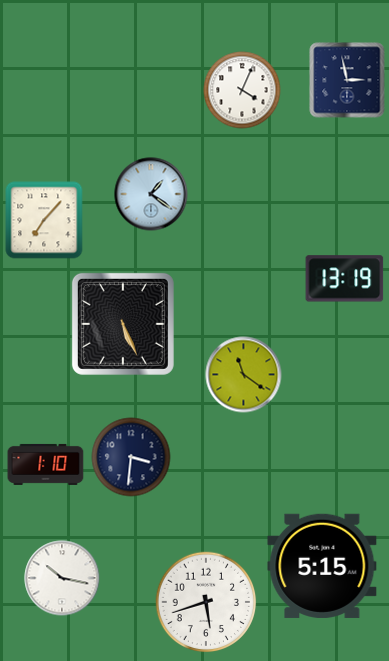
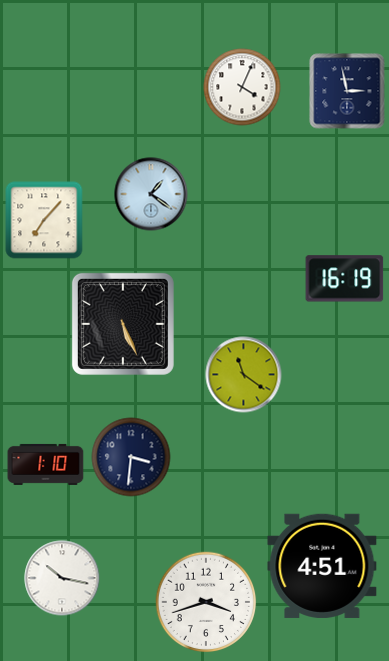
clock at (347, 80) position: (347, 80) -> (347, 91)
clock at (242, 90) position: (242, 90) -> (242, 87)
clock at (345, 279): 13:19 -> 16:19
clock at (322, 566): 5:15 -> 4:51
clock at (206, 602): 5:42 -> 3:42
